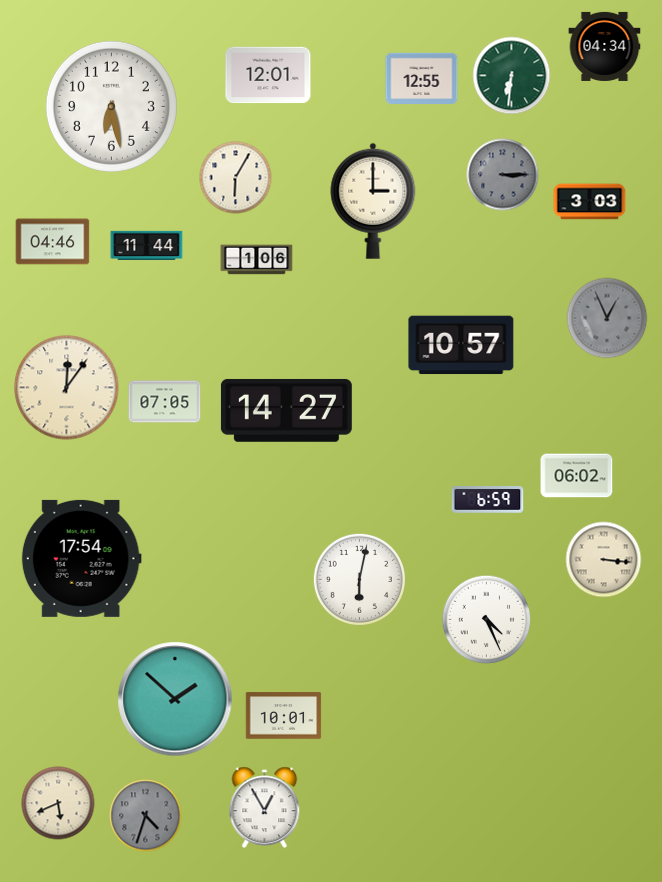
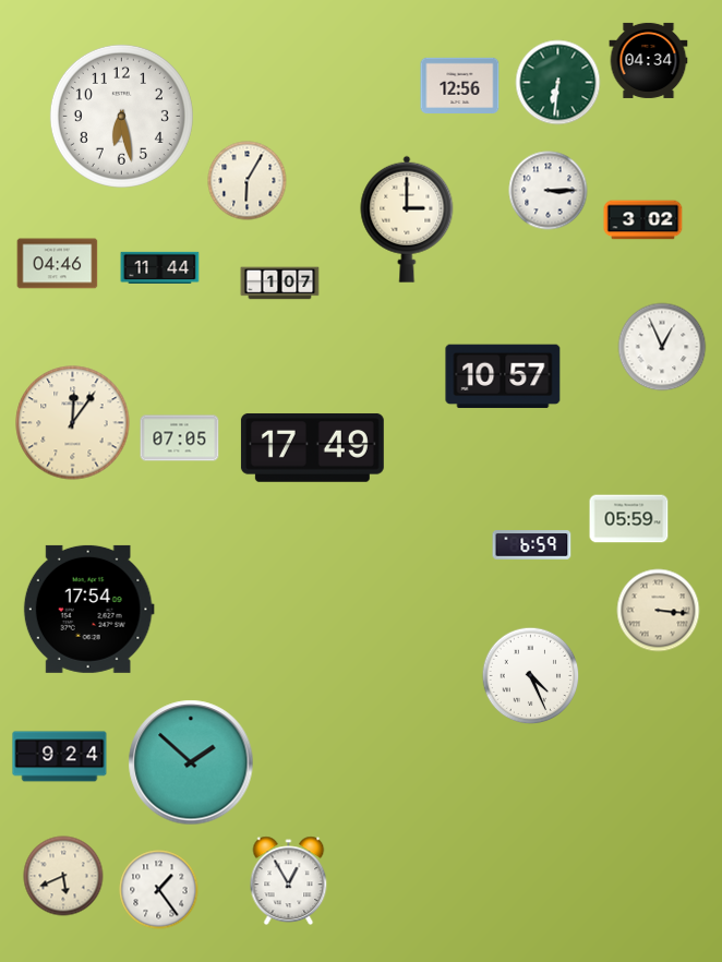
clock at (605, 46) position: (605, 46) -> (649, 60)
clock at (268, 75): 12:01 -> none
clock at (422, 78): 12:55 -> 12:56
clock at (503, 175) dial: grey -> white
clock at (236, 178) position: (236, 178) -> (248, 181)
clock at (590, 202): 3:03 -> 3:02
clock at (257, 260): 1:06 -> 1:07
clock at (607, 318) dial: grey -> white
clock at (286, 410): 14:27 -> 17:49
clock at (577, 476): 06:02 -> 05:59
clock at (359, 579): 6:02 -> none
clock at (60, 757): none -> 9:24
clock at (284, 716): 10:01 -> none
clock at (146, 816): 4:33 -> 1:24
clock at (146, 816) dial: grey -> white
